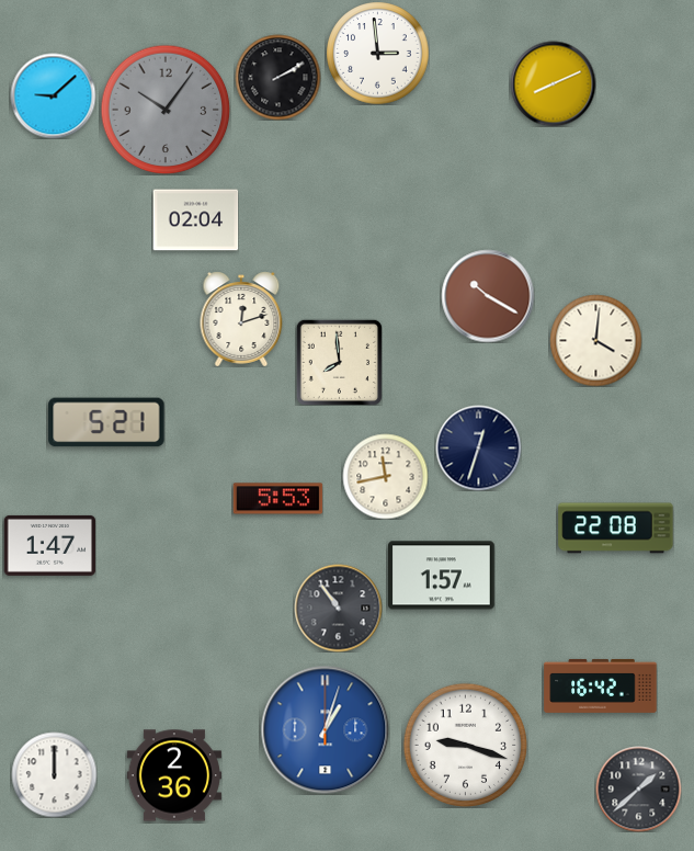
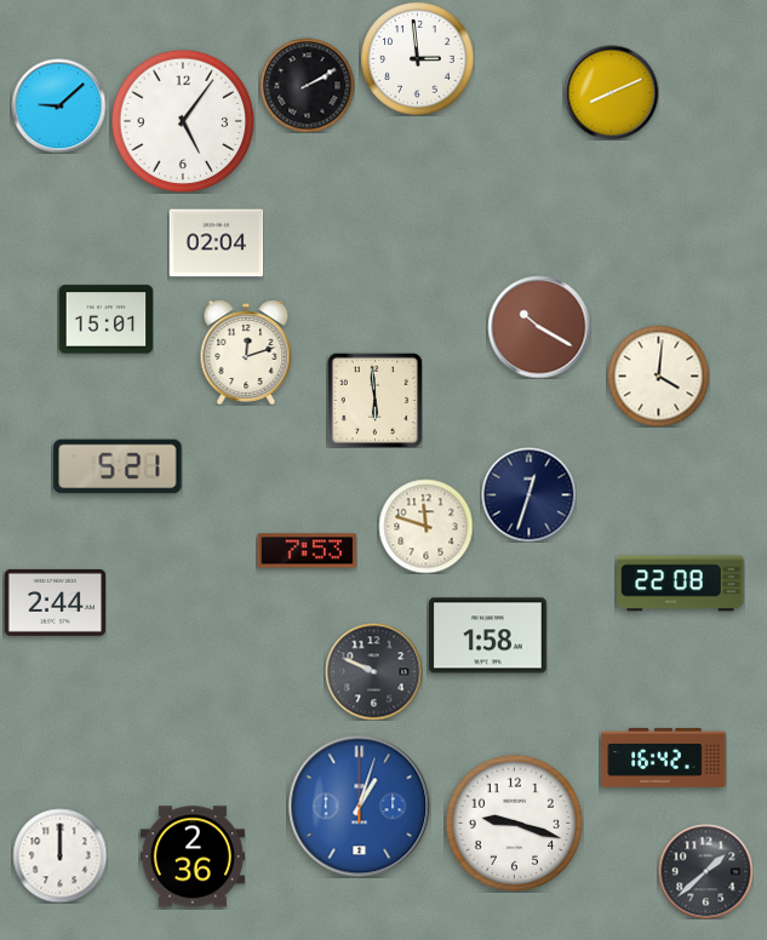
clock at (166, 110): 10:06 -> 5:06
clock at (166, 110) dial: grey -> white
clock at (105, 320): none -> 15:01
clock at (241, 319) position: (241, 319) -> (246, 352)
clock at (339, 362): 7:59 -> 5:59
clock at (385, 476): 11:43 -> 11:48
clock at (277, 499): 5:53 -> 7:53
clock at (49, 545): 1:47 -> 2:44
clock at (442, 576): 1:57 -> 1:58
clock at (338, 608): 10:54 -> 9:49
